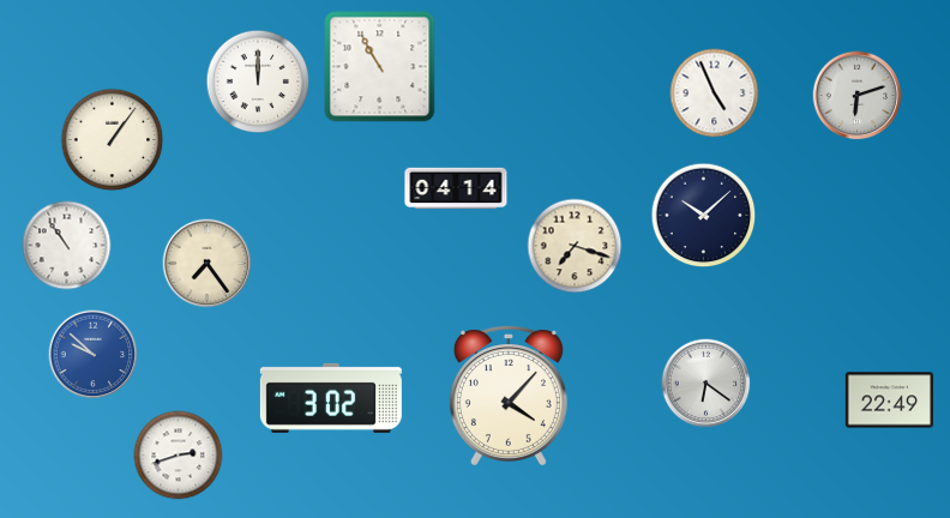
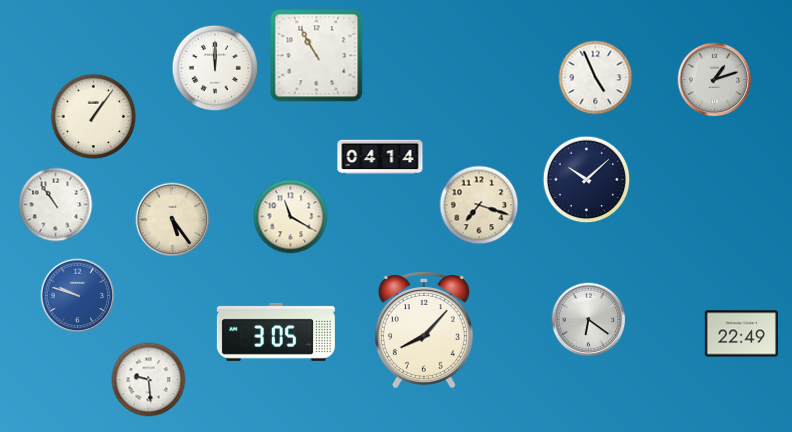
clock at (858, 96): 6:12 -> 1:12
clock at (291, 217): none -> 11:20
clock at (208, 264): 7:24 -> 5:24
clock at (94, 355): 9:52 -> 9:48
clock at (509, 396): 4:07 -> 8:07
clock at (331, 398): 3:02 -> 3:05
clock at (179, 456): 2:42 -> 9:29
